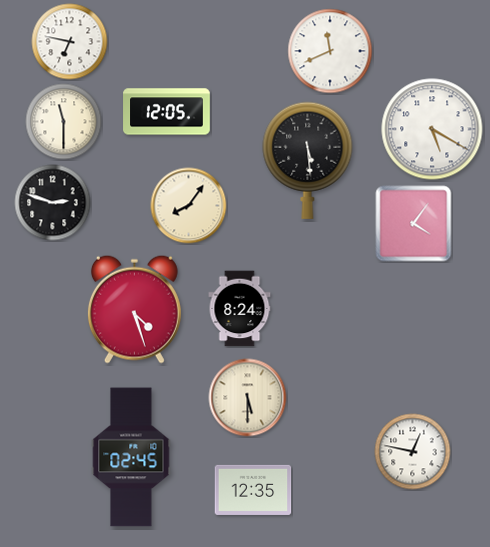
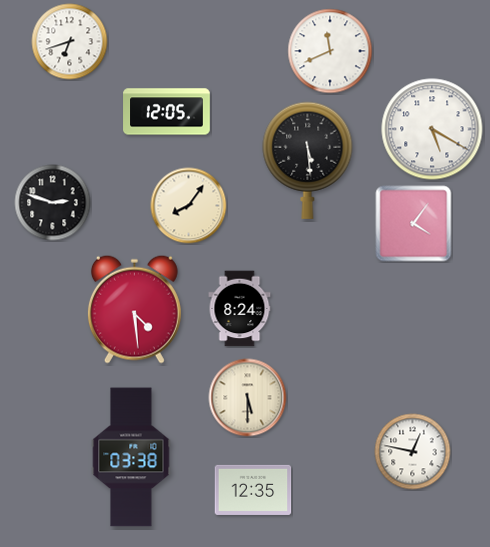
clock at (70, 42): 6:47 -> 6:42
clock at (64, 122): 11:30 -> none
clock at (134, 309): 4:27 -> 4:29
clock at (131, 457): 02:45 -> 03:38
